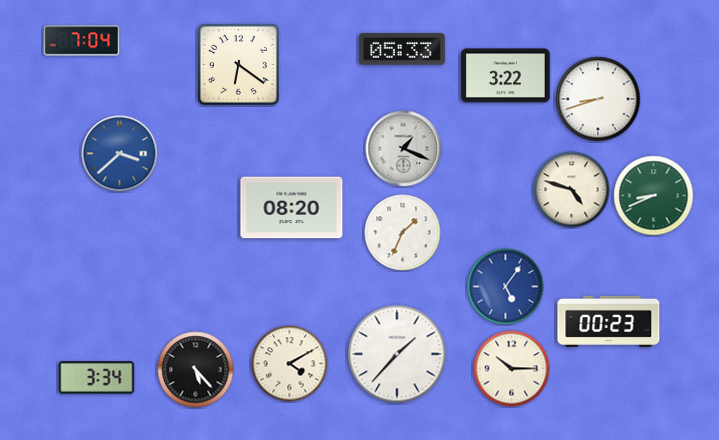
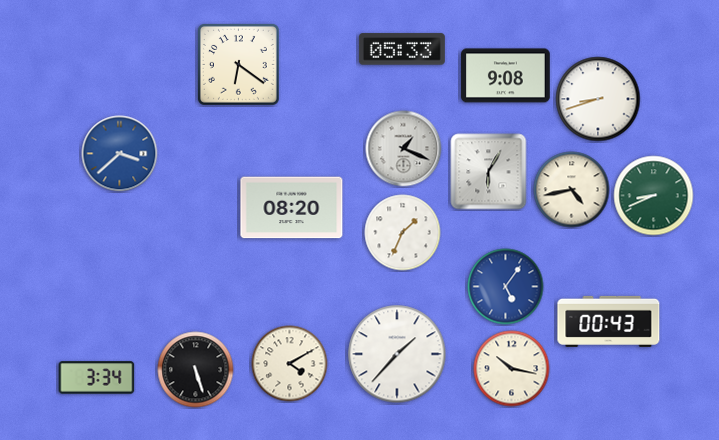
clock at (82, 41): 7:04 -> none
clock at (506, 76): 3:22 -> 9:08
clock at (489, 172): none -> 6:05
clock at (572, 190): 4:48 -> 4:43
clock at (609, 321): 00:23 -> 00:43
clock at (512, 369): 10:15 -> 10:17
clock at (196, 370): 5:23 -> 5:27
